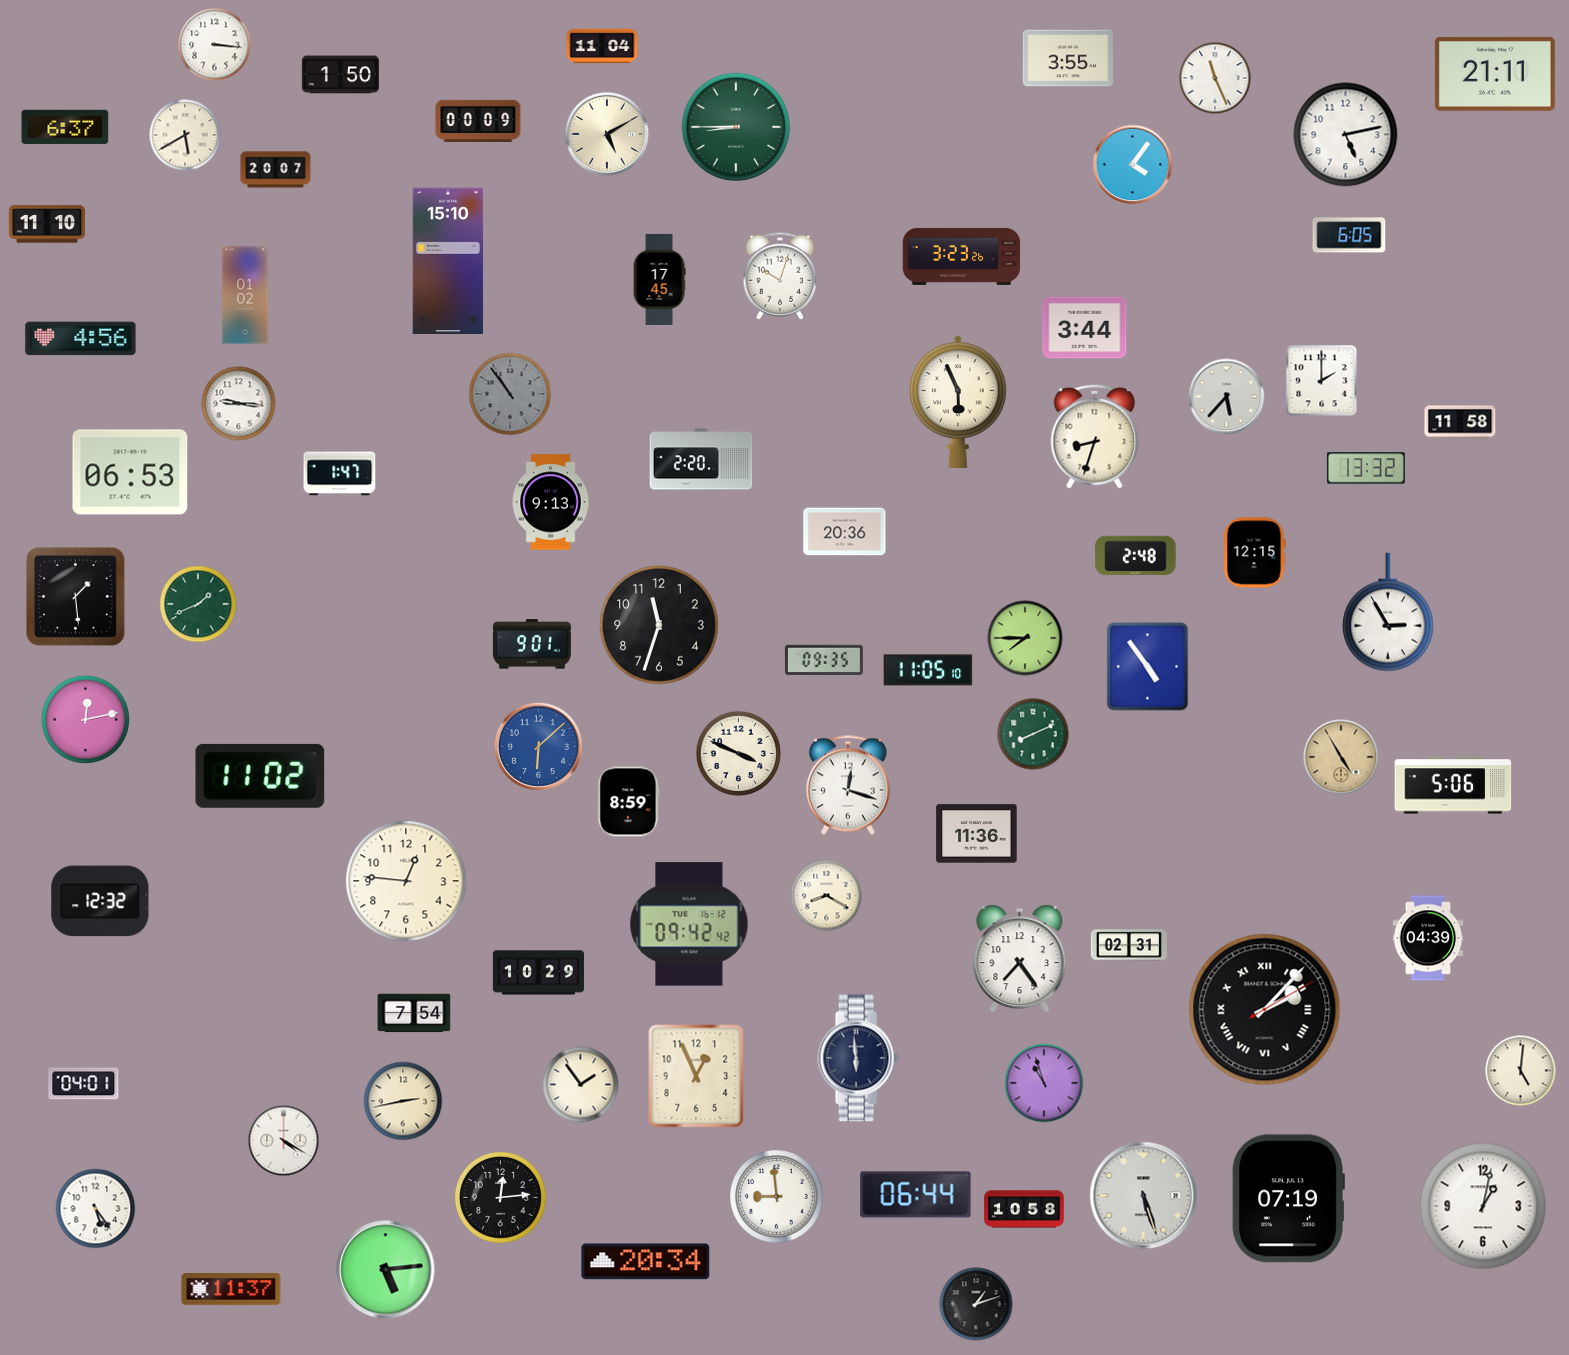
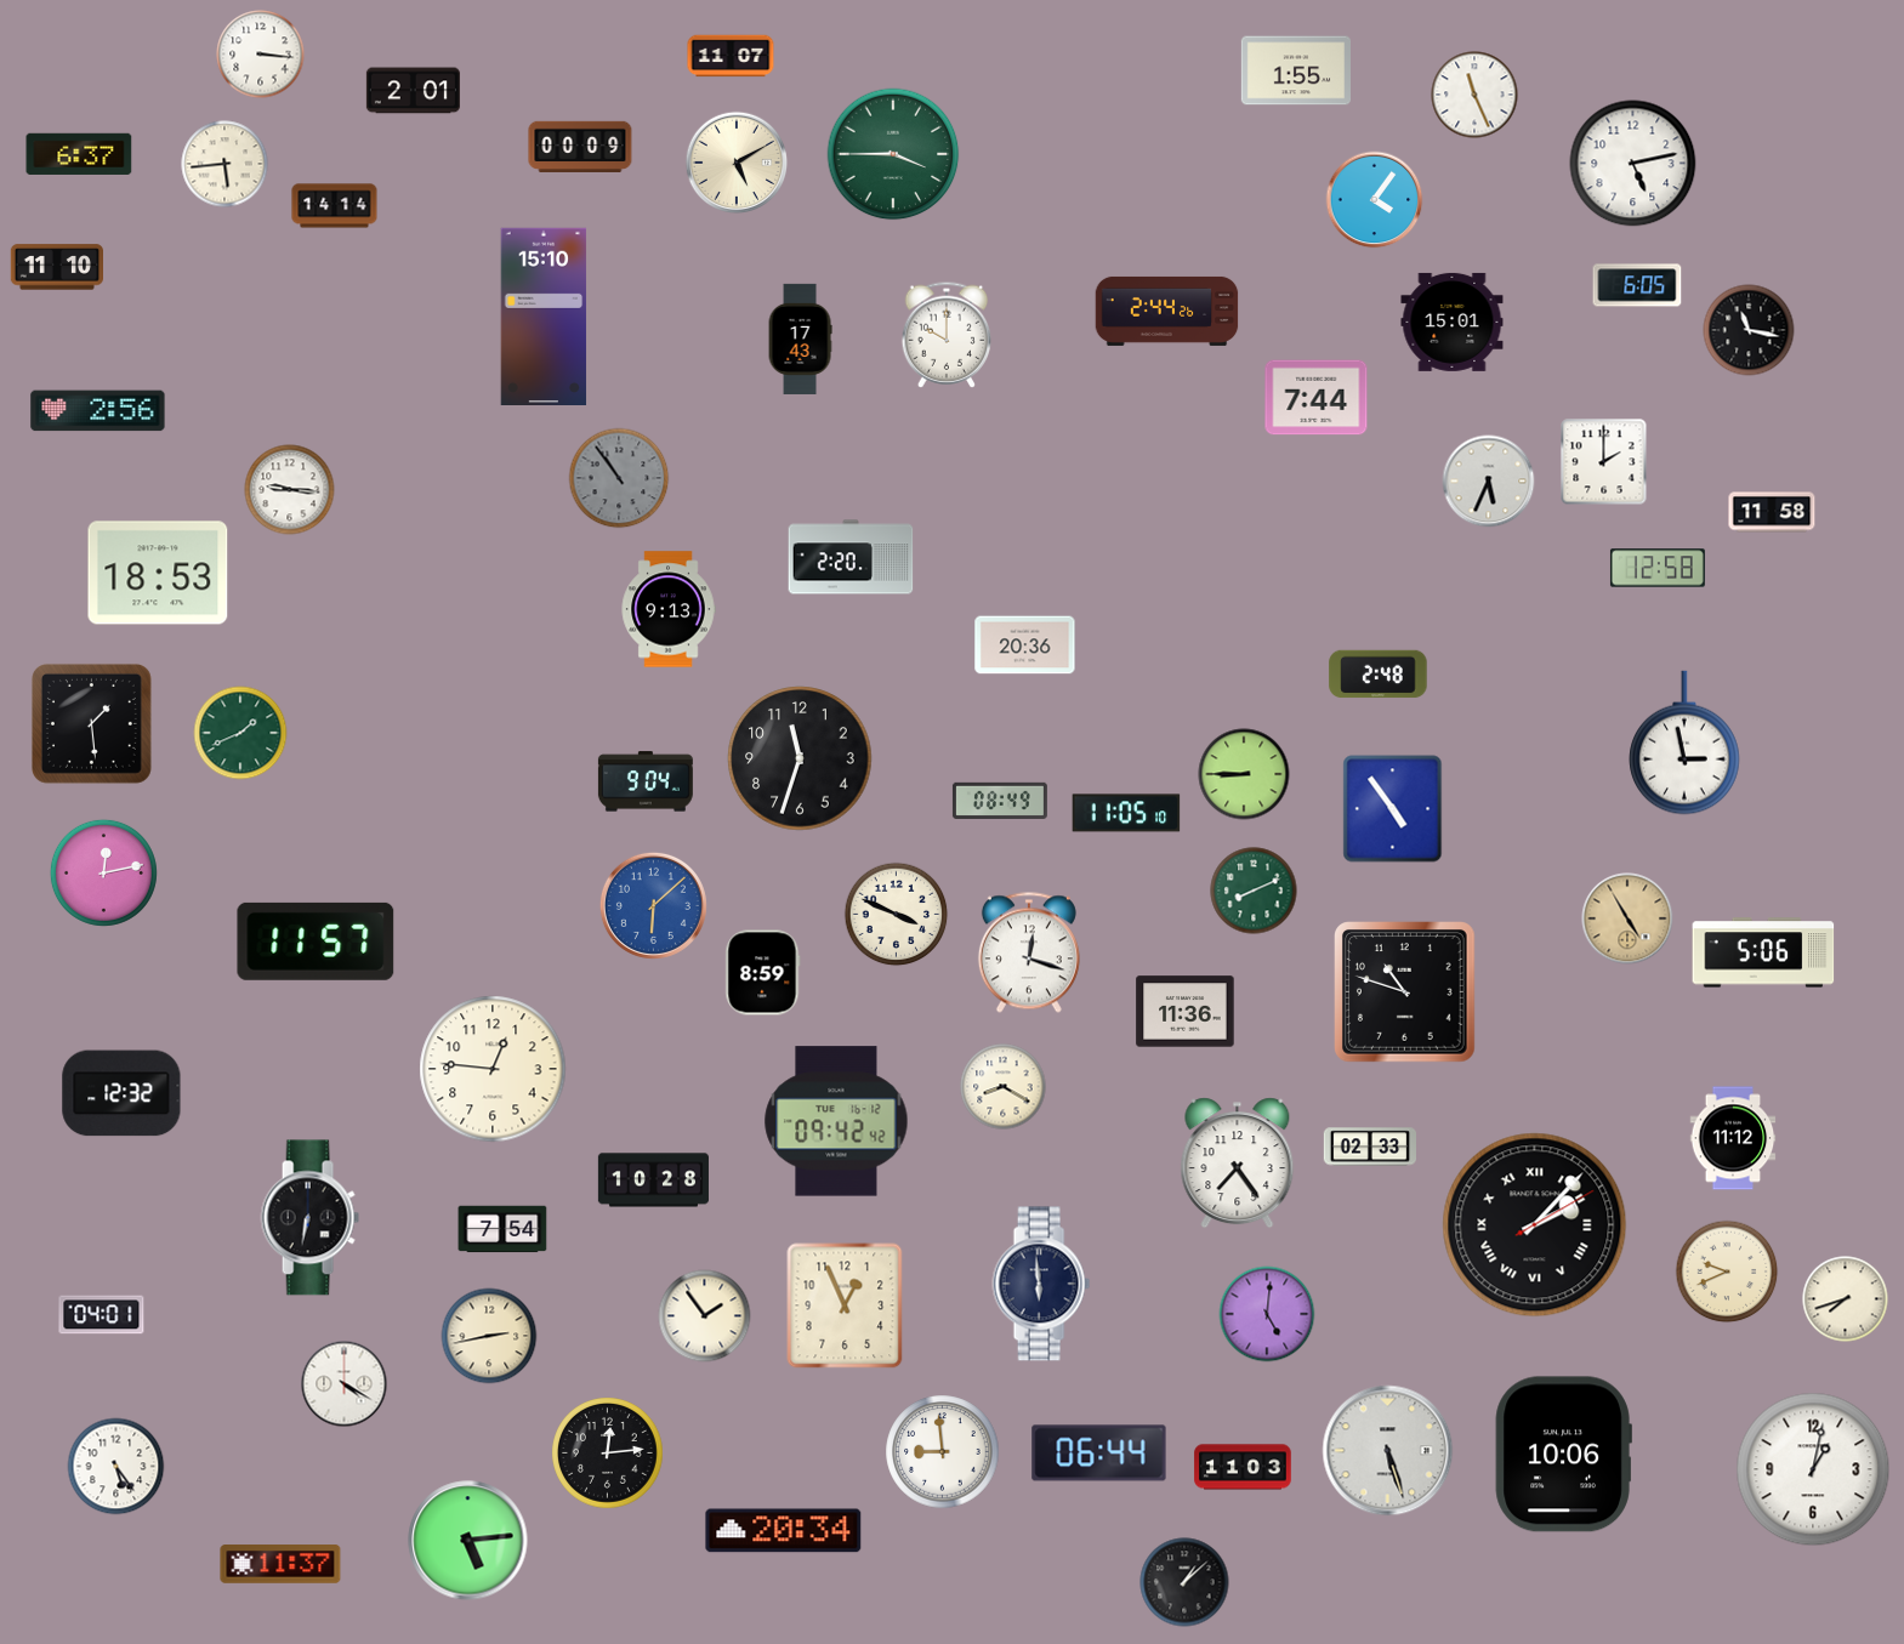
clock at (602, 46): 11:04 -> 11:07
clock at (1067, 58): 3:55 -> 1:55
clock at (1495, 74): 21:11 -> none
clock at (340, 75): 1:50 -> 2:01
clock at (736, 127): 8:45 -> 3:45
clock at (185, 135): 5:40 -> 5:44
clock at (276, 170): 20:07 -> 14:14
clock at (46, 224) position: (46, 224) -> (56, 267)
clock at (962, 256): 3:23 -> 2:44
clock at (1453, 322): none -> 15:01
clock at (1749, 330): none -> 11:17
clock at (780, 276): 10:03 -> 10:00
clock at (659, 279): 17:45 -> 17:43
clock at (245, 295): 01:02 -> none
clock at (1085, 328): 3:44 -> 7:44
clock at (81, 339): 4:56 -> 2:56
clock at (1227, 397): 5:37 -> 5:34
clock at (958, 401): 5:56 -> none
clock at (1095, 436): 8:33 -> none
clock at (1366, 468): 13:32 -> 12:58
clock at (130, 472): 06:53 -> 18:53
clock at (340, 474): 1:47 -> none
clock at (1254, 553): 12:15 -> none
clock at (1388, 612): 2:55 -> 2:58
clock at (1025, 638): 7:45 -> 8:45
clock at (532, 644): 9:01 -> 9:04
clock at (824, 660): 09:35 -> 08:49
clock at (260, 776): 11:02 -> 11:57
clock at (1405, 992): none -> 10:48
clock at (1428, 938): 04:39 -> 11:12
clock at (1128, 945): 02:31 -> 02:33
clock at (538, 973): 10:29 -> 10:28
clock at (309, 1218): none -> 6:32
clock at (1727, 1272): none -> 9:41
clock at (1521, 1071): 5:01 -> 7:42
clock at (1044, 1083): 10:57 -> 5:01
clock at (916, 1195) position: (916, 1195) -> (1099, 1454)
clock at (1288, 1199): 07:19 -> 10:06
clock at (1483, 1206) position: (1483, 1206) -> (1813, 1469)
clock at (1024, 1209): 10:58 -> 11:03
clock at (976, 1304): 1:12 -> 1:08
